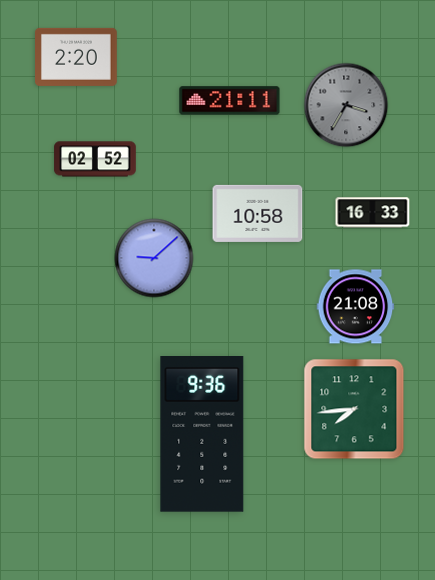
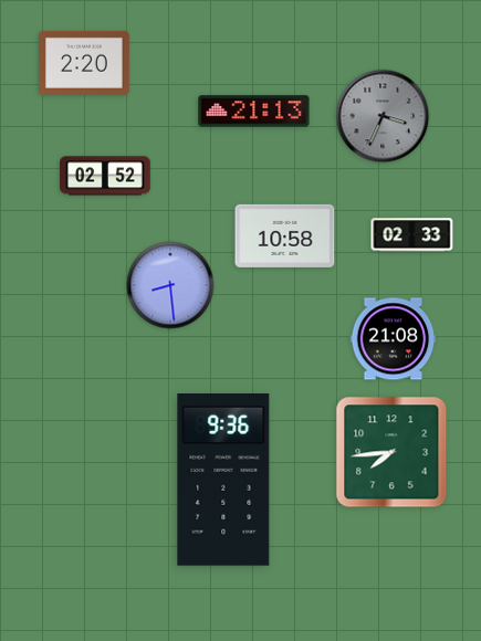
clock at (230, 101): 21:11 -> 21:13
clock at (346, 105): 3:35 -> 3:34
clock at (373, 213): 16:33 -> 02:33
clock at (154, 258): 9:08 -> 8:29
